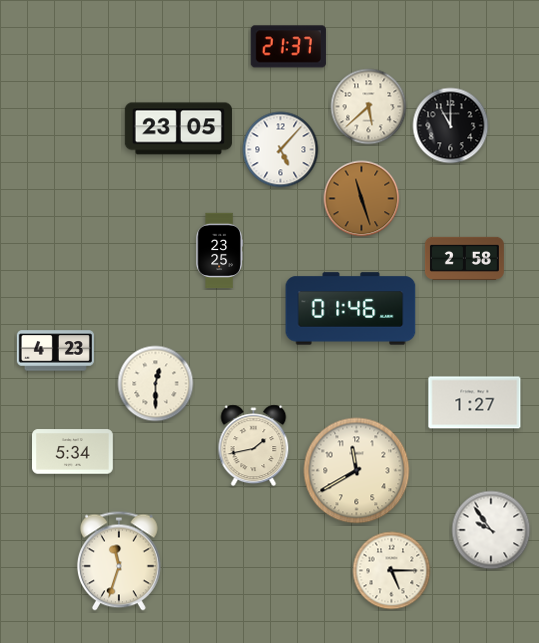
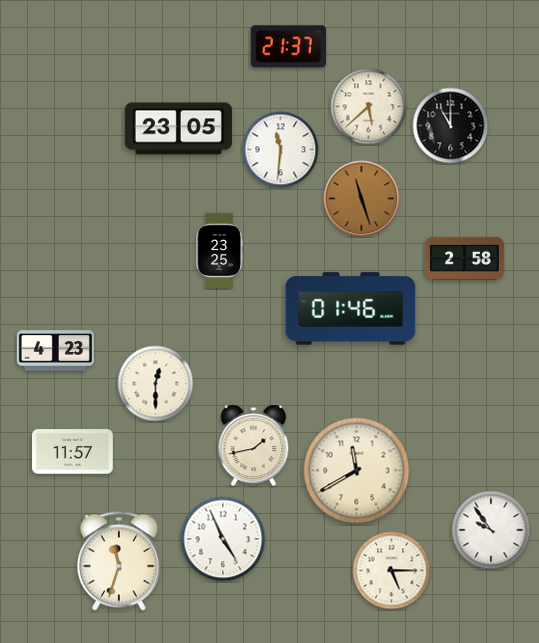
clock at (281, 150): 5:07 -> 11:31
clock at (475, 403): 1:27 -> none
clock at (73, 452): 5:34 -> 11:57
clock at (223, 539): none -> 4:56
